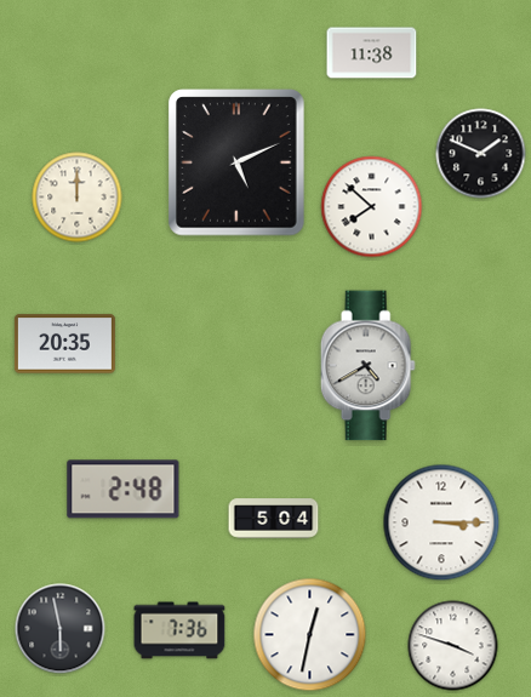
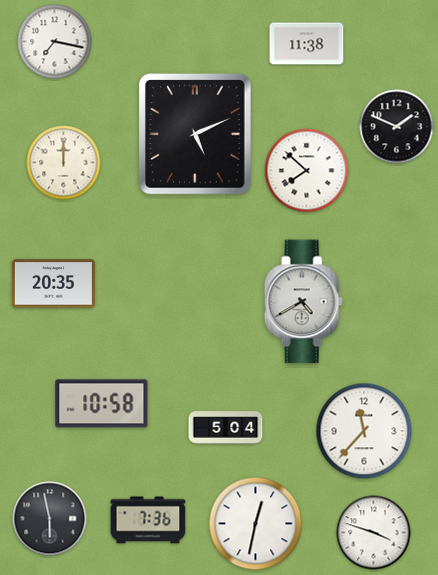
clock at (55, 42): none -> 7:17
clock at (124, 490): 2:48 -> 10:58
clock at (441, 522): 3:15 -> 11:37
